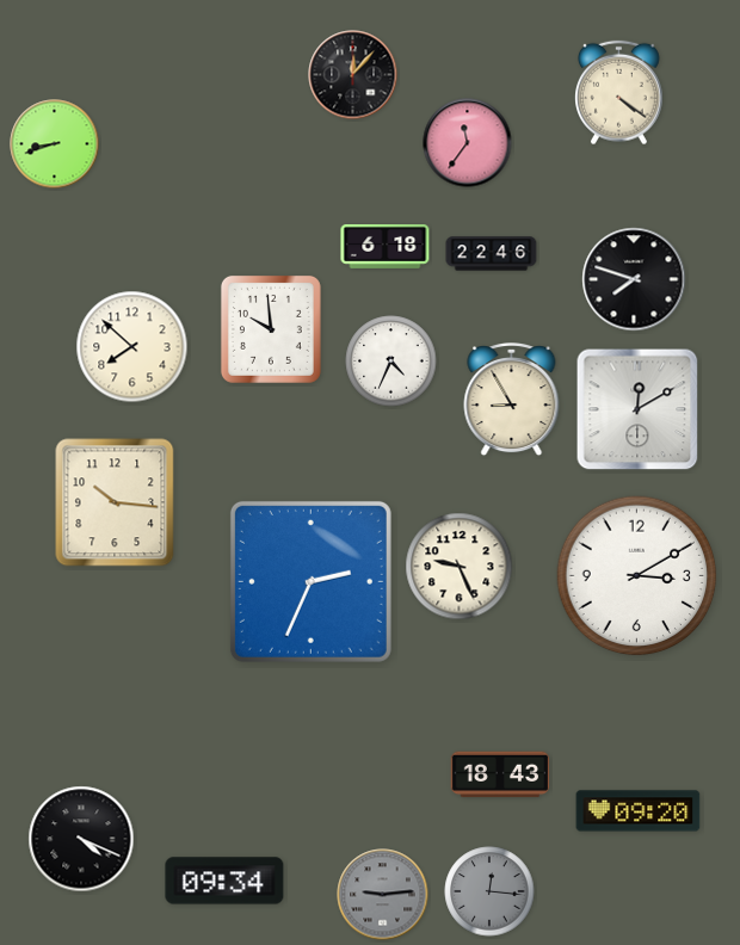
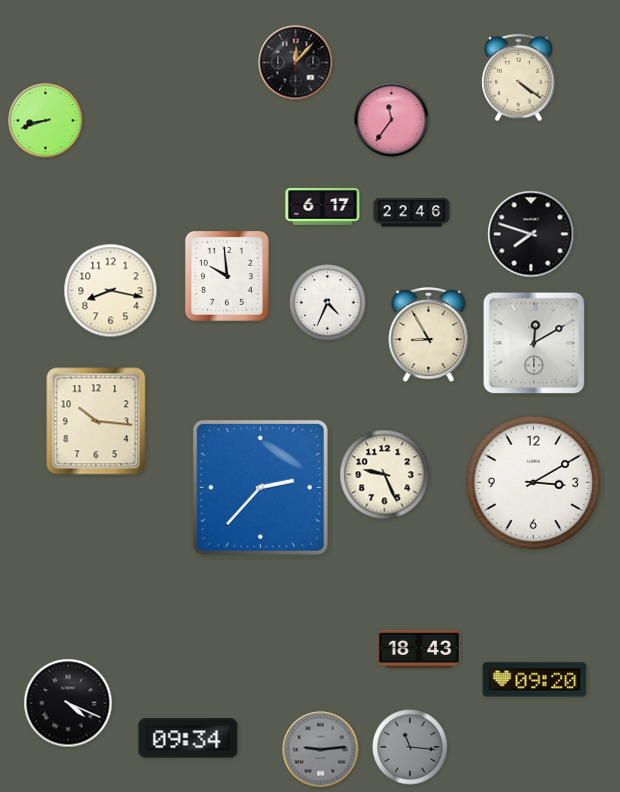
clock at (386, 246): 6:18 -> 6:17
clock at (132, 347): 7:52 -> 8:17
clock at (310, 581): 2:34 -> 2:37
clock at (489, 891): 12:16 -> 11:16
